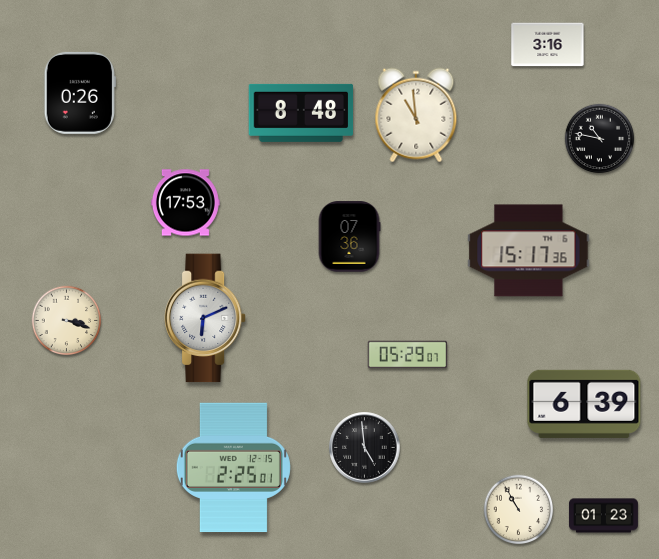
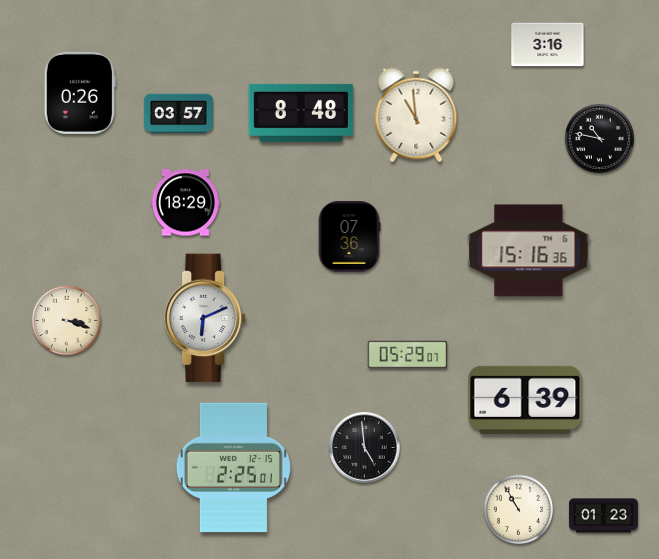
clock at (178, 114): none -> 03:57
clock at (185, 203): 17:53 -> 18:29
clock at (529, 251): 15:17 -> 15:16
clock at (584, 404) position: (584, 404) -> (525, 400)
